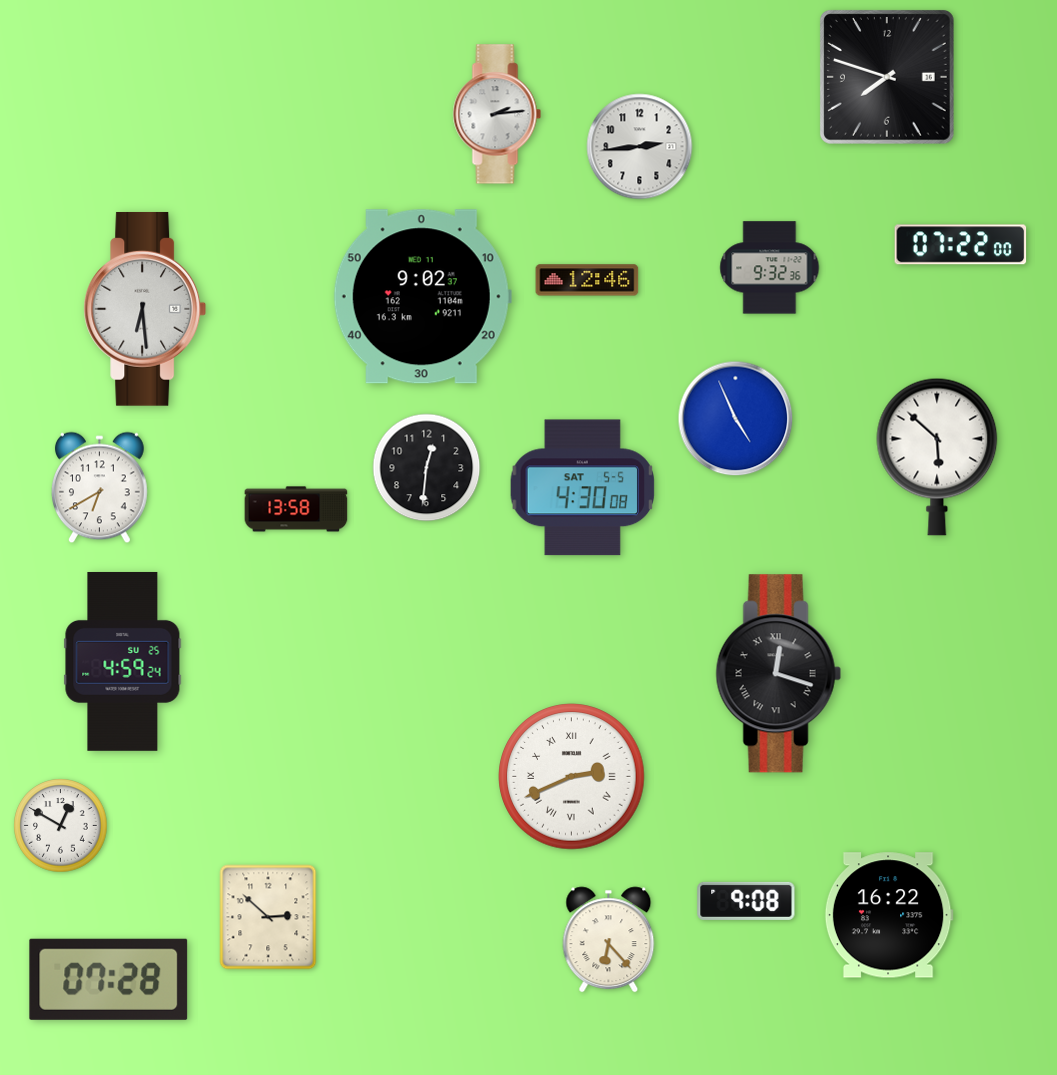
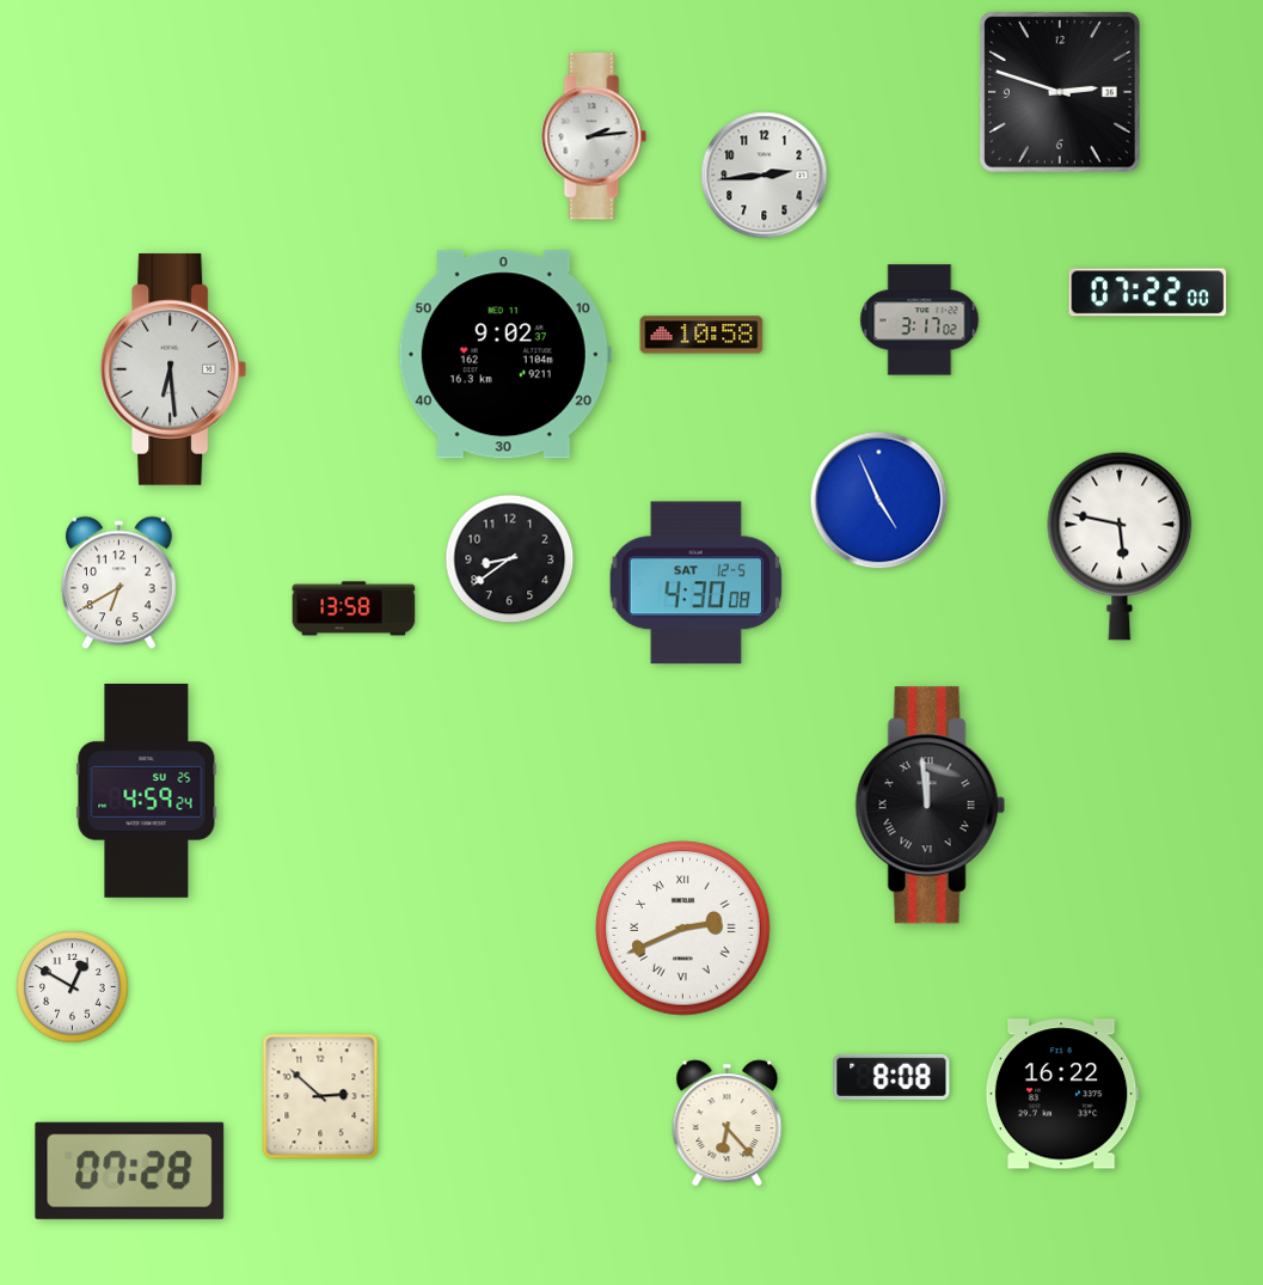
clock at (887, 77): 7:48 -> 2:48
clock at (770, 268): 9:32 -> 3:17
clock at (587, 280): 12:46 -> 10:58
clock at (937, 457): 5:52 -> 5:47
clock at (427, 468): 12:31 -> 8:39
clock at (583, 488) date: SAT 5-5 -> SAT 12-5
clock at (778, 674): 12:18 -> 11:59
clock at (746, 901): 9:08 -> 8:08
